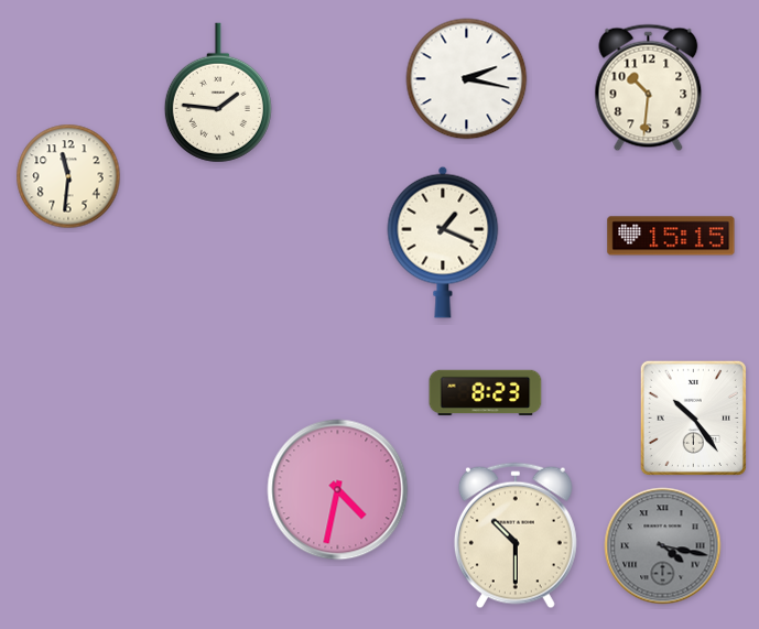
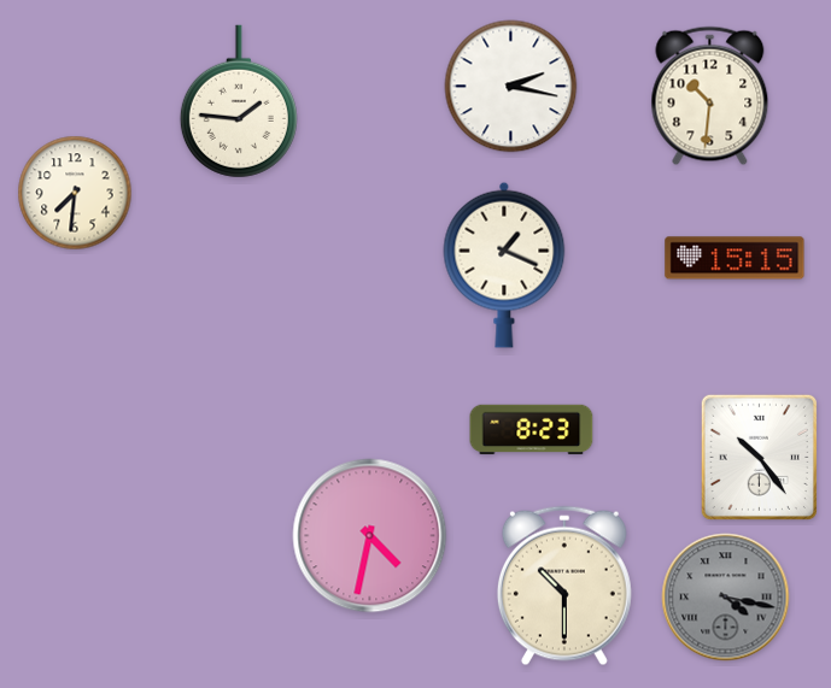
clock at (68, 176): 11:31 -> 7:31
clock at (443, 242) position: (443, 242) -> (504, 265)
